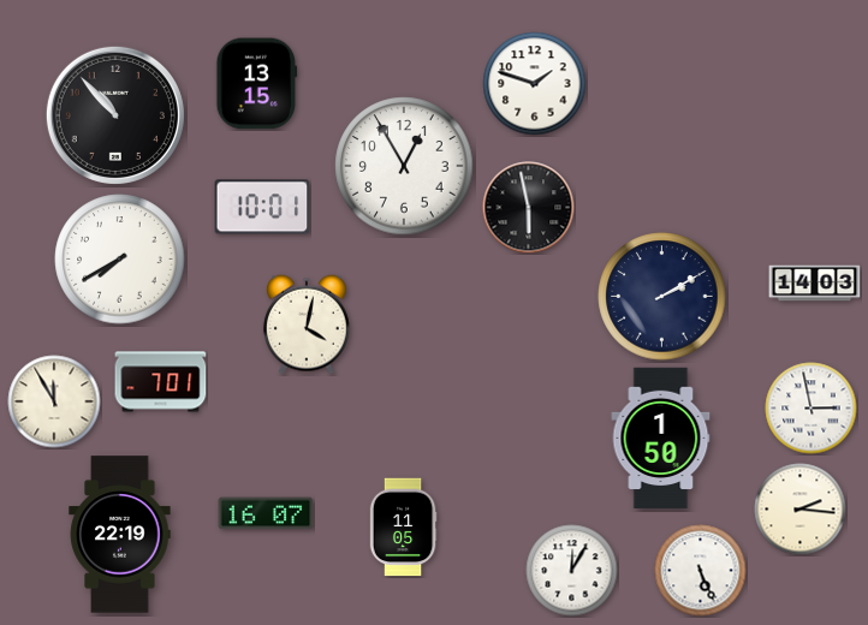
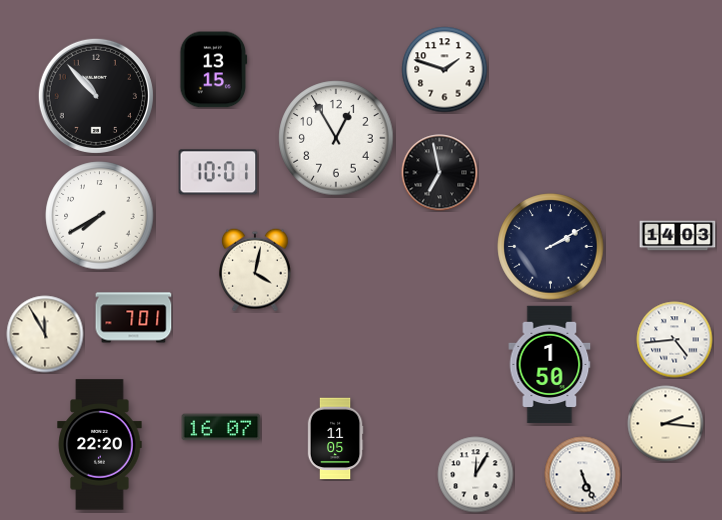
clock at (529, 208): 5:58 -> 6:58
clock at (811, 409): 2:58 -> 4:44
clock at (120, 535): 22:19 -> 22:20
